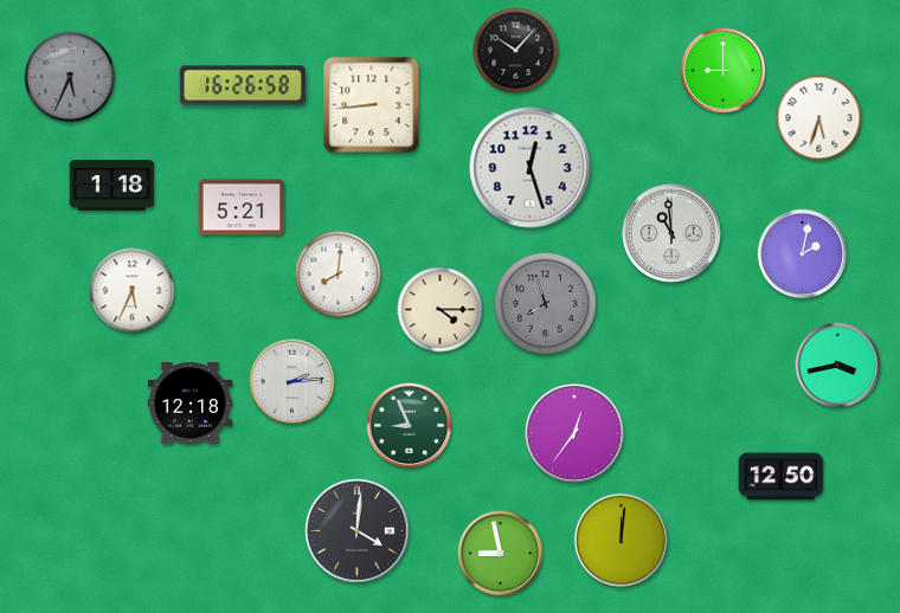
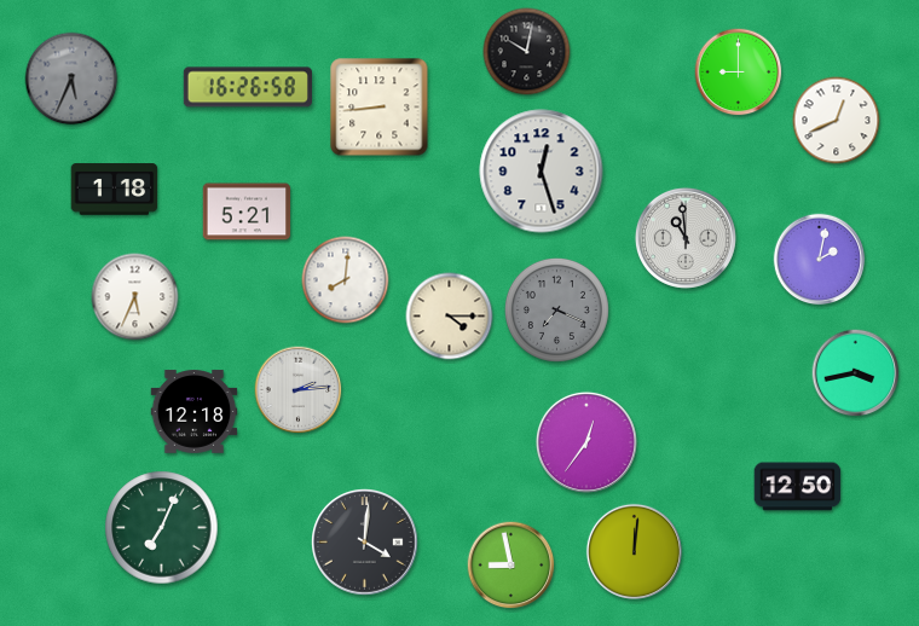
clock at (516, 51): 10:07 -> 10:02
clock at (819, 118): 5:33 -> 12:41
clock at (545, 303): 7:57 -> 7:19
clock at (410, 426): 8:56 -> none
clock at (162, 528): none -> 7:04
